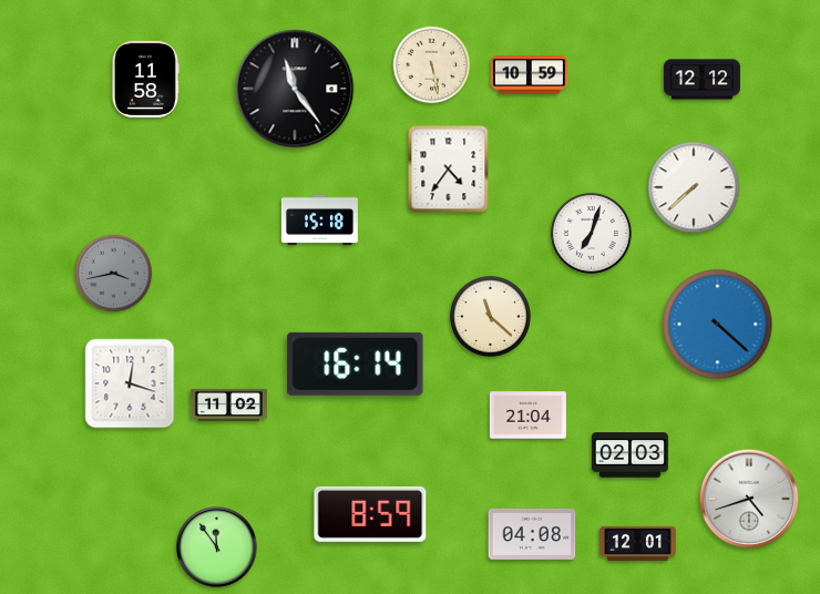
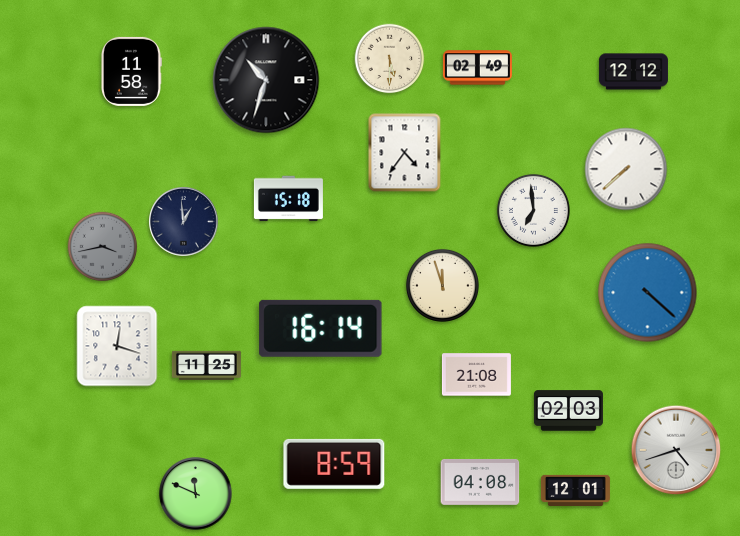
clock at (432, 65): 5:28 -> 5:30
clock at (529, 75): 10:59 -> 02:49
clock at (295, 89): 11:24 -> 10:33
clock at (591, 233): 7:03 -> 6:59
clock at (184, 222): none -> 12:59
clock at (490, 316): 11:22 -> 11:57
clock at (228, 404): 11:02 -> 11:25
clock at (527, 416): 21:04 -> 21:08
clock at (217, 547): 11:54 -> 11:49
